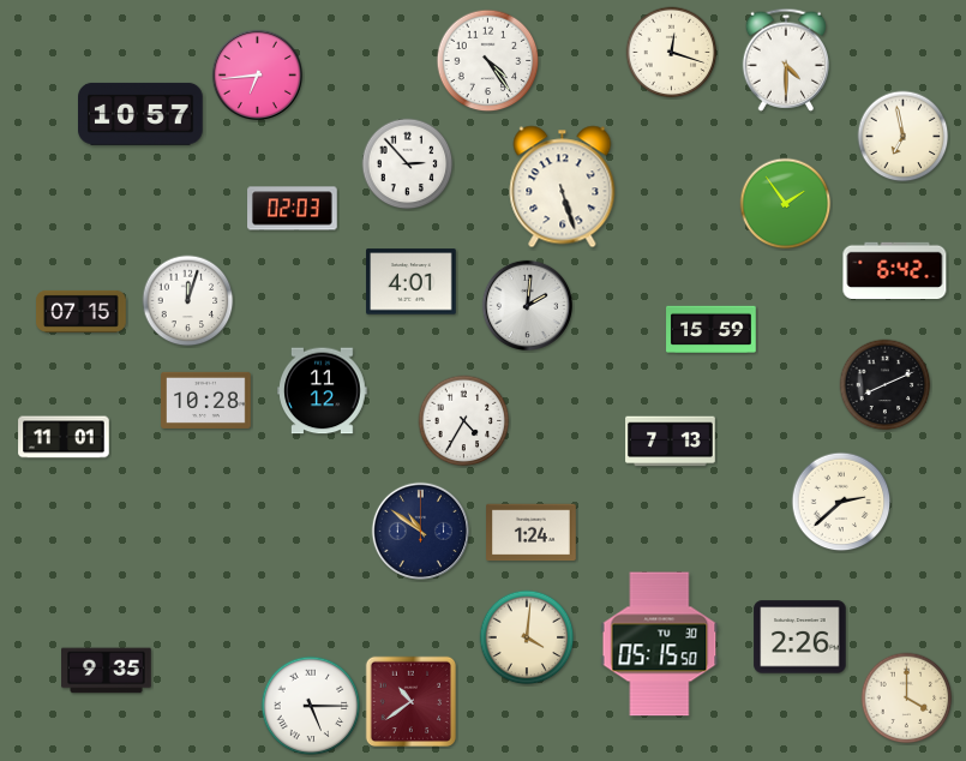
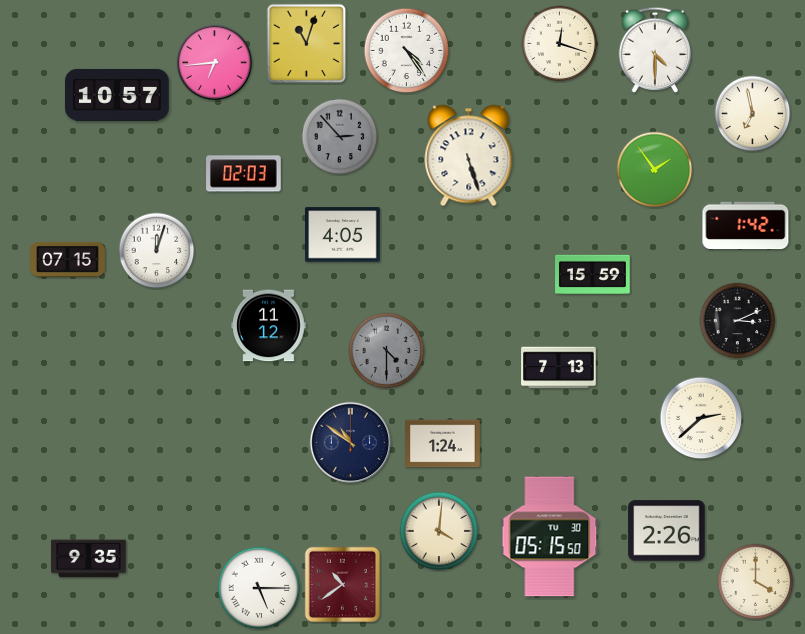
clock at (307, 44): none -> 11:03
clock at (408, 164) dial: white -> grey
clock at (895, 271): 6:42 -> 1:42
clock at (412, 282): 4:01 -> 4:05
clock at (527, 305): 2:01 -> none
clock at (886, 385): 8:11 -> 3:11
clock at (206, 400): 10:28 -> none
clock at (464, 421): 4:35 -> 4:30
clock at (464, 421) dial: white -> grey
clock at (64, 437): 11:01 -> none
